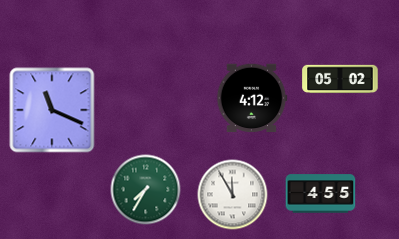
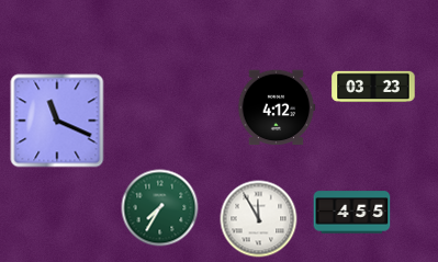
clock at (340, 79): 05:02 -> 03:23
clock at (233, 195) position: (233, 195) -> (259, 219)
